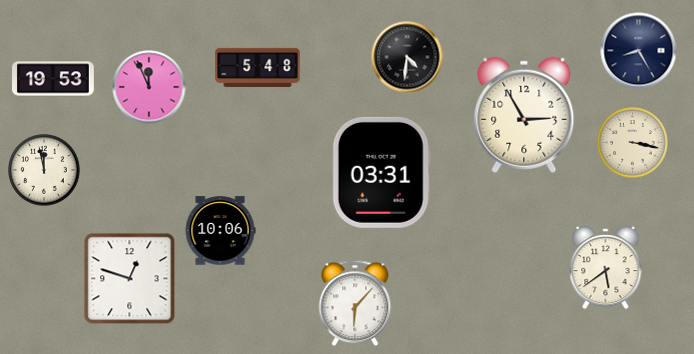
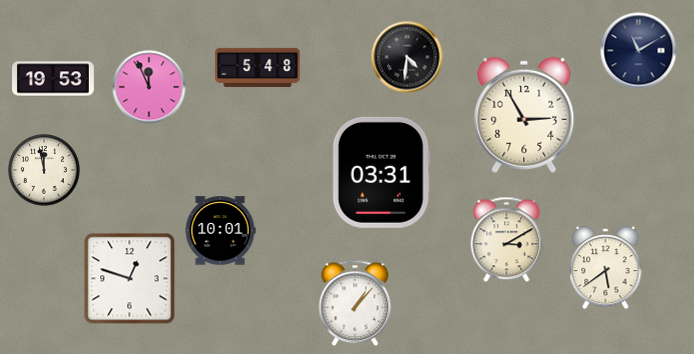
clock at (639, 51): 8:25 -> 11:10
clock at (633, 143): 3:17 -> none
clock at (220, 231): 10:06 -> 10:01
clock at (507, 240): none -> 3:10
clock at (355, 303): 6:07 -> 1:07
